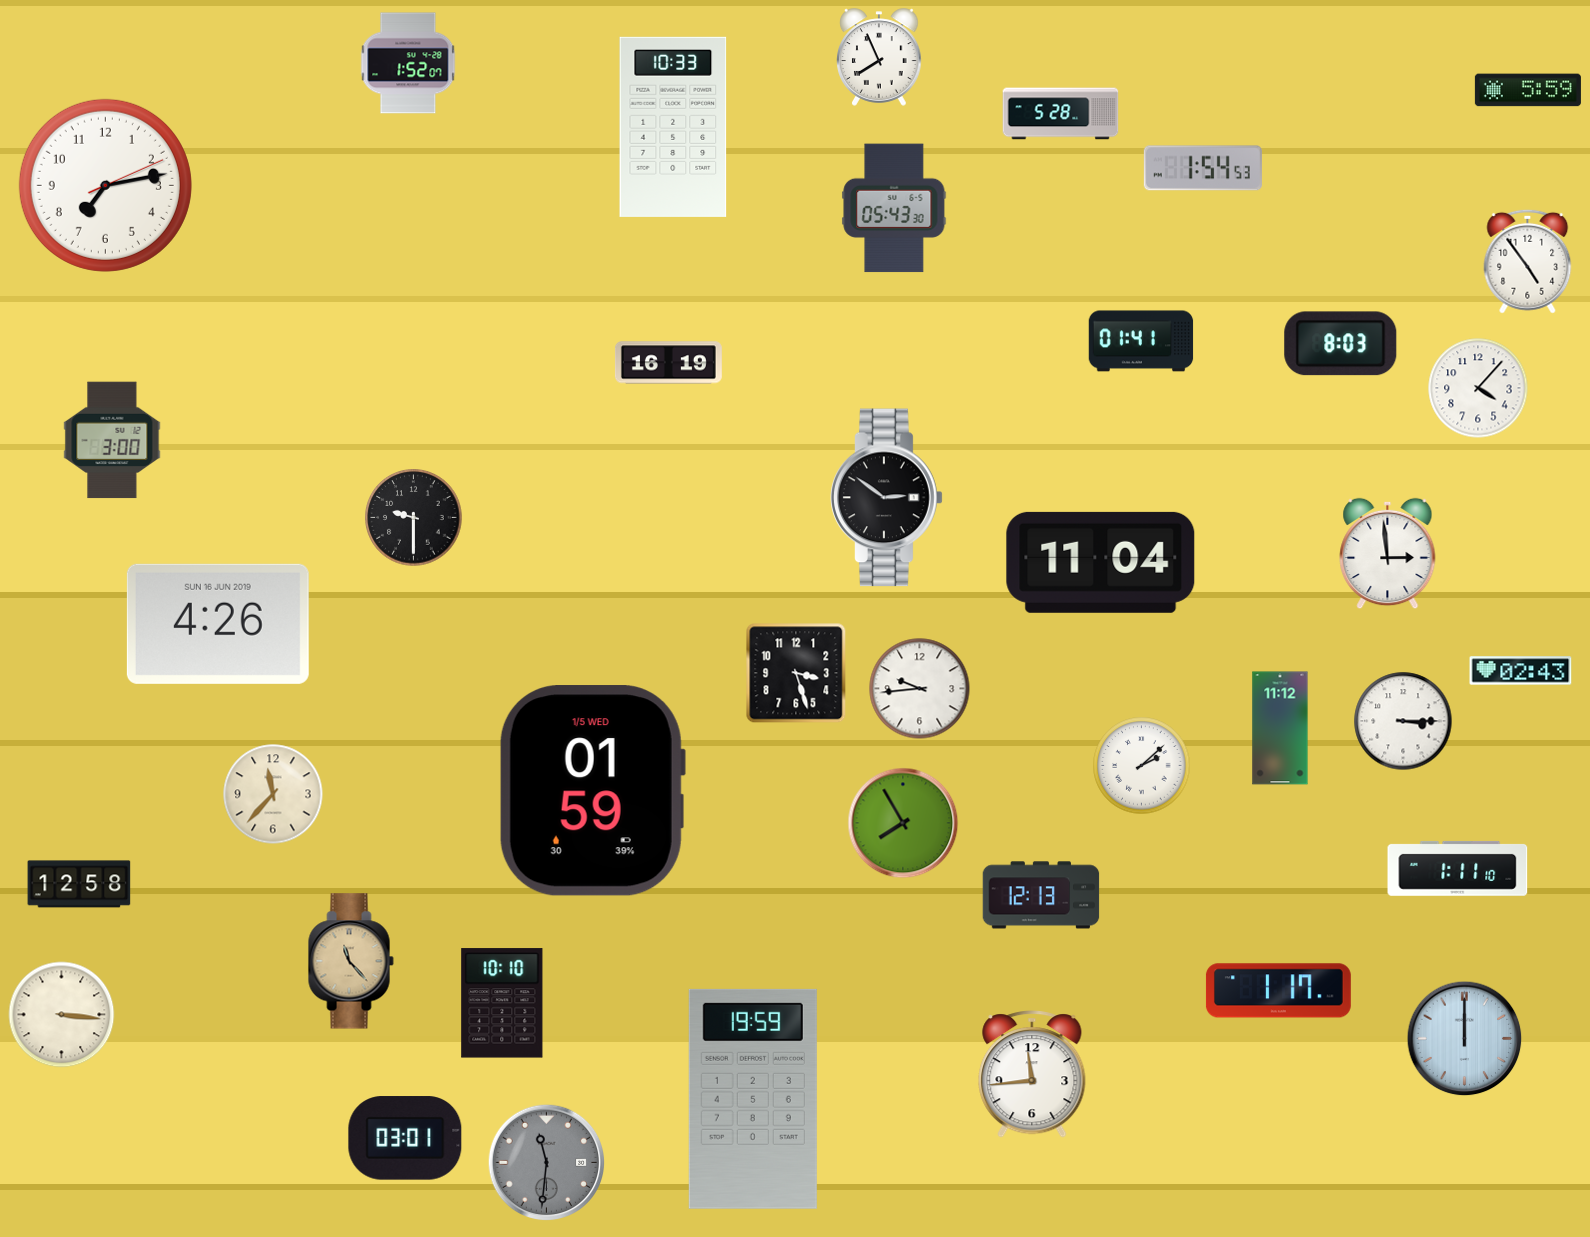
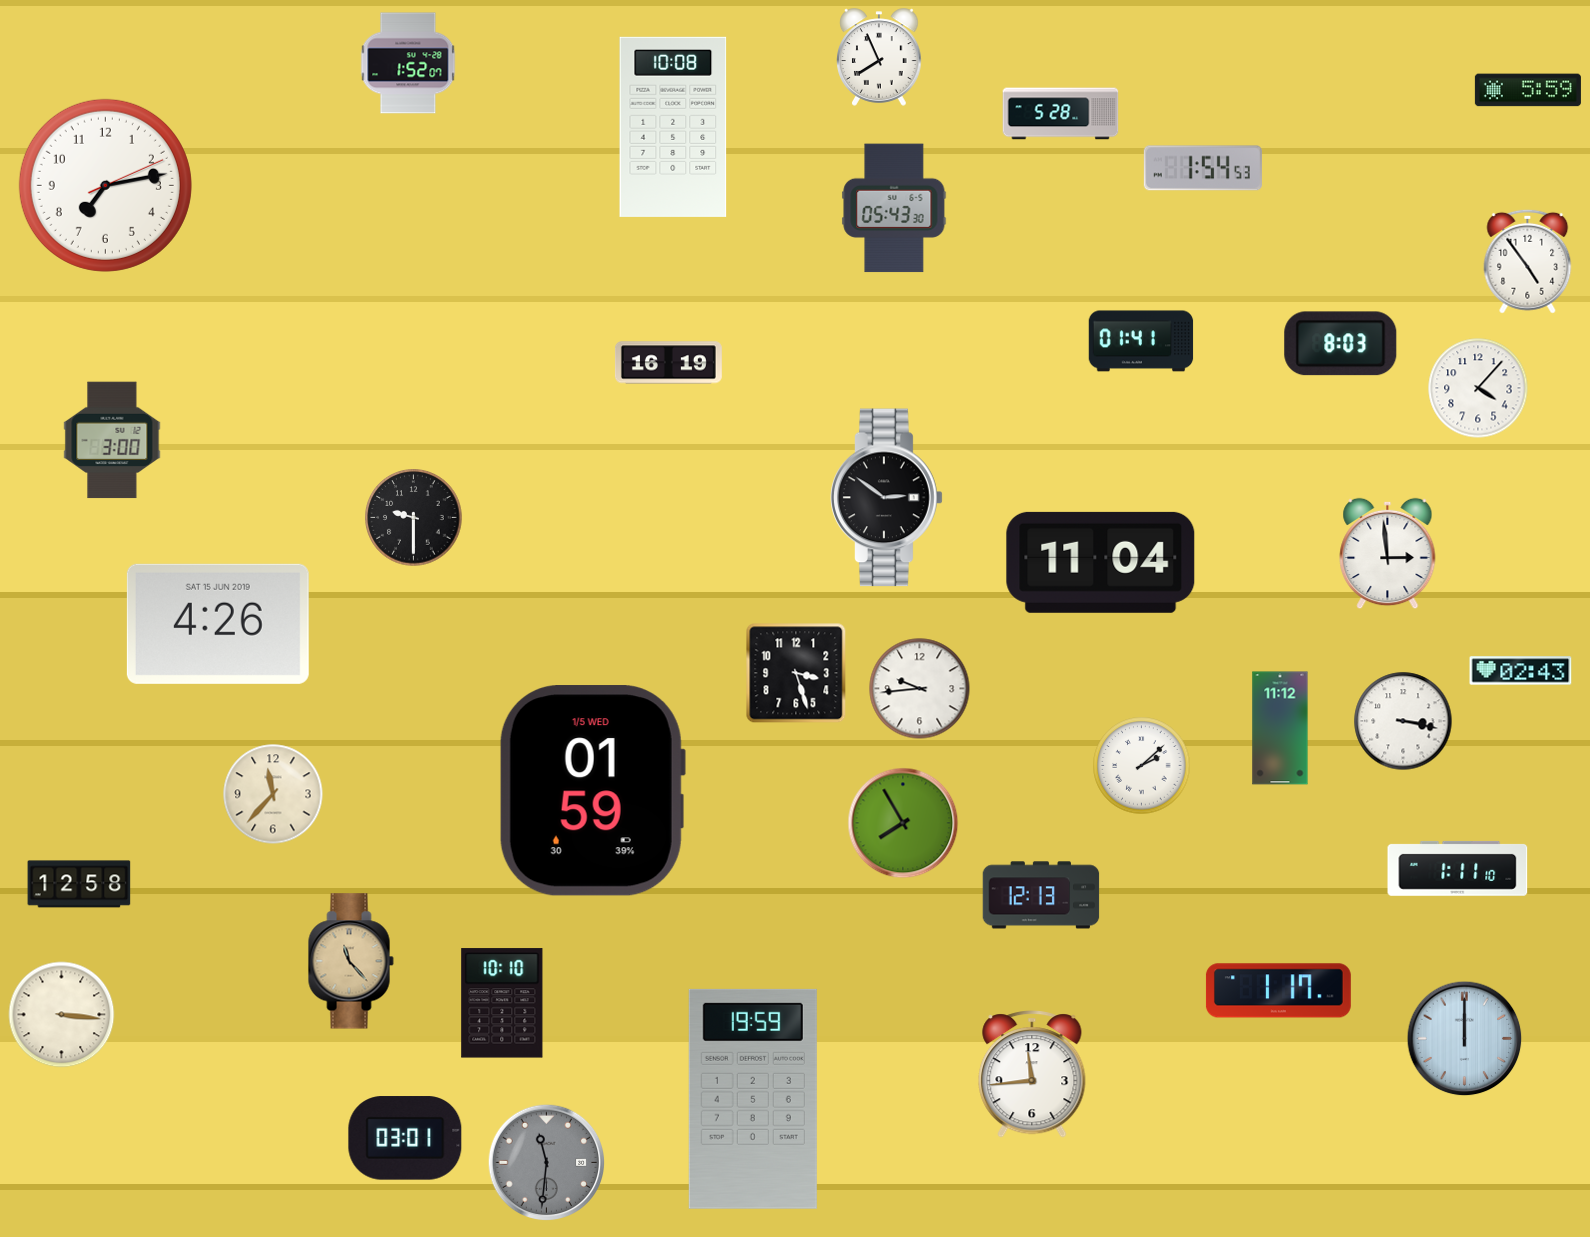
clock at (673, 127): 10:33 -> 10:08
clock at (218, 624) date: SUN 16 JUN 2019 -> SAT 15 JUN 2019
clock at (1403, 721): 3:15 -> 3:17
